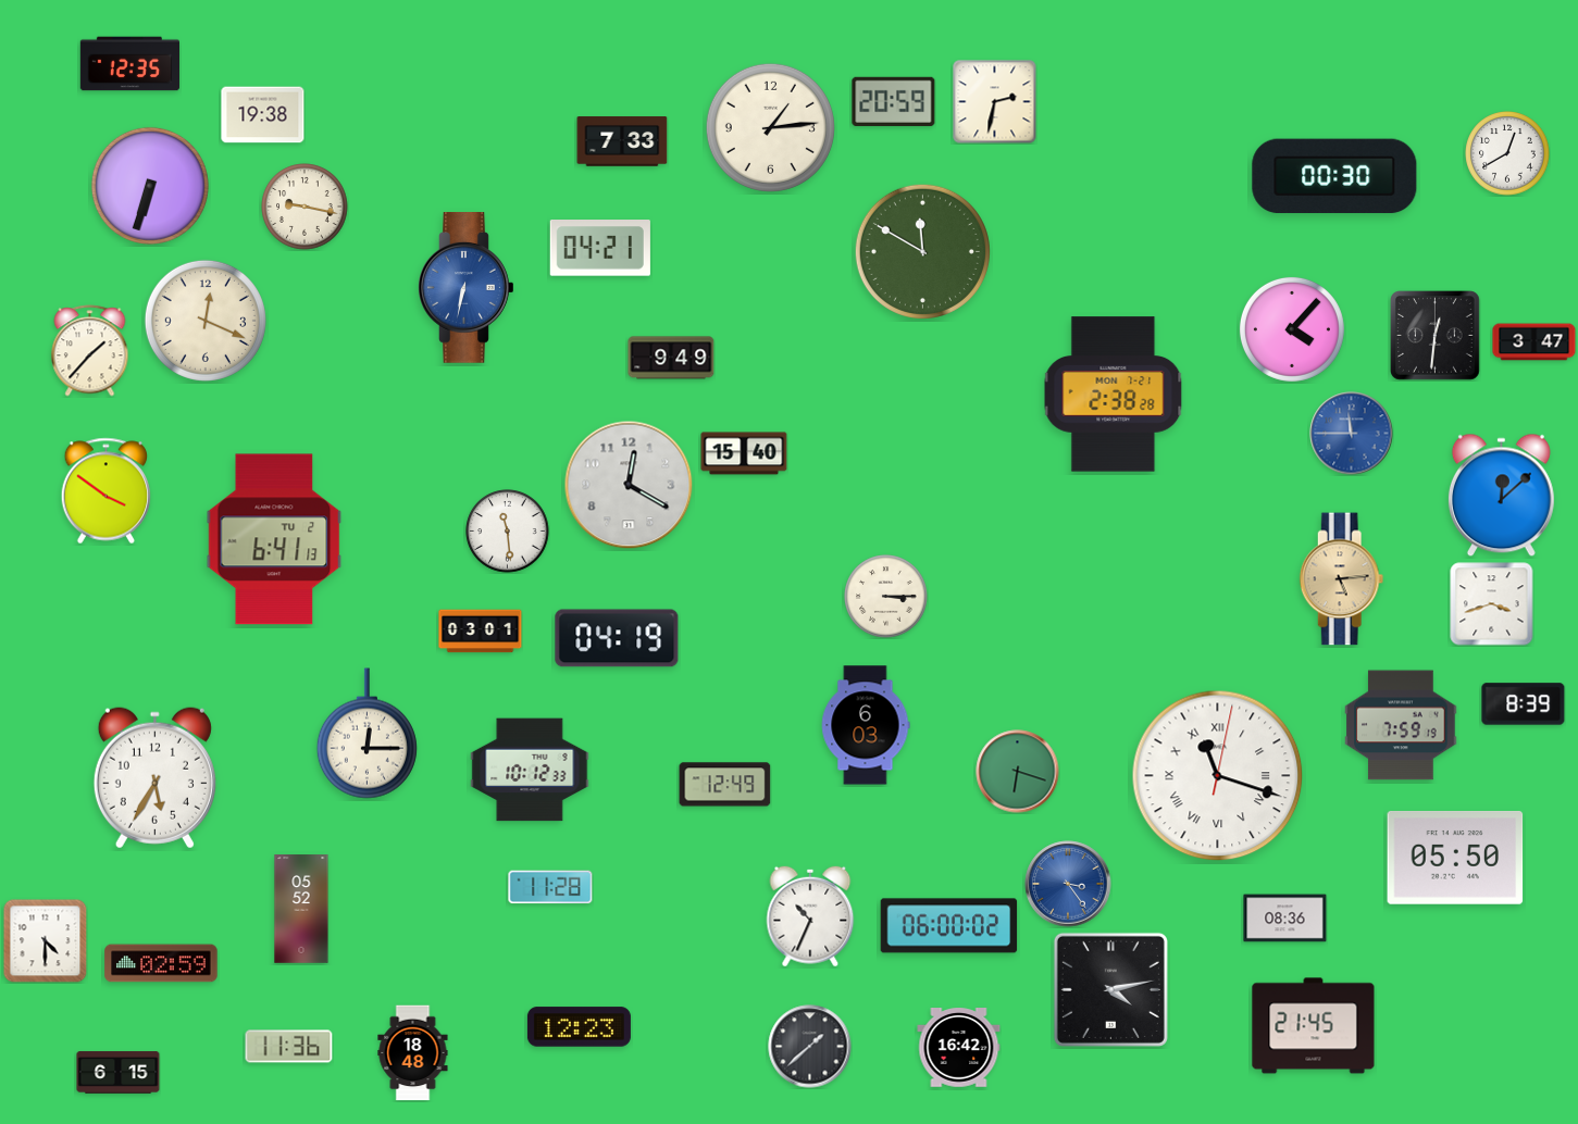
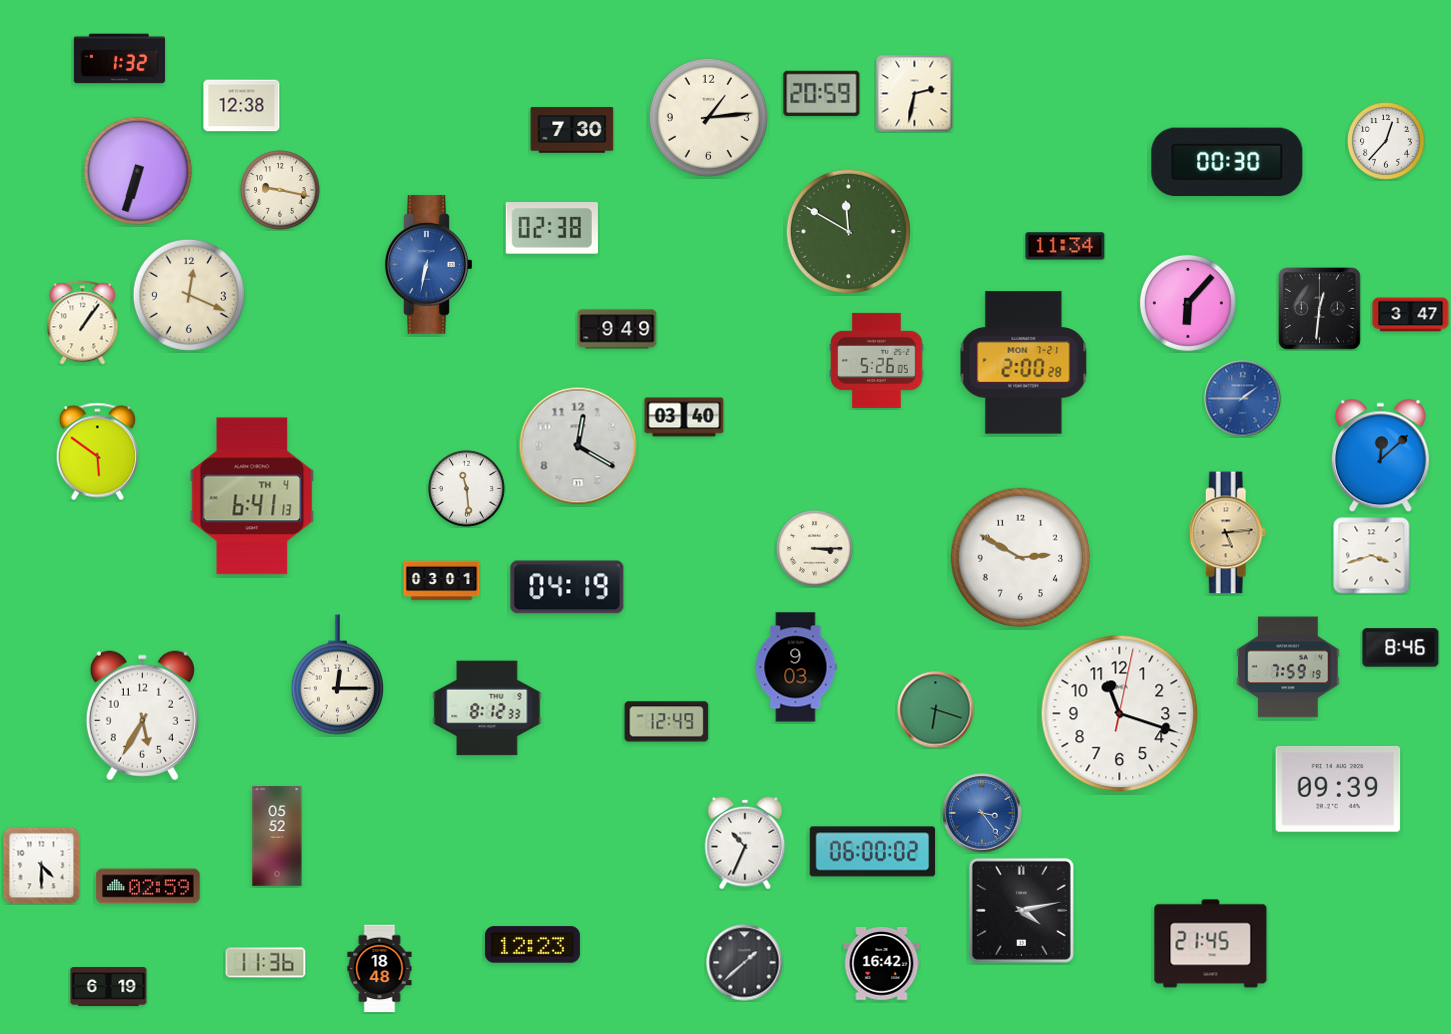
clock at (129, 64): 12:35 -> 1:32
clock at (263, 115): 19:38 -> 12:38
clock at (622, 141): 7:33 -> 7:30
clock at (1507, 153): 12:40 -> 12:37
clock at (600, 249): 04:21 -> 02:38
clock at (1065, 246): none -> 11:34
clock at (1292, 329): 4:07 -> 6:07
clock at (90, 351): 1:37 -> 1:06
clock at (877, 360): none -> 5:26
clock at (1114, 395): 2:38 -> 2:00
clock at (1352, 434): 11:45 -> 1:45
clock at (744, 453): 15:40 -> 03:40
clock at (107, 491): 3:51 -> 5:51
clock at (274, 539) date: TU 2 -> TH 4
clock at (1342, 579) position: (1342, 579) -> (1228, 533)
clock at (1021, 558): none -> 2:50
clock at (1524, 704): 8:39 -> 8:46
clock at (866, 725): 6:03 -> 9:03
clock at (530, 770): 10:12 -> 8:12
clock at (1218, 776) numerals: Roman -> Arabic
clock at (1455, 858): 05:50 -> 09:39
clock at (550, 887): 11:28 -> none
clock at (1285, 919): 08:36 -> none
clock at (1314, 1026) position: (1314, 1026) -> (1211, 944)
clock at (119, 1073): 6:15 -> 6:19
